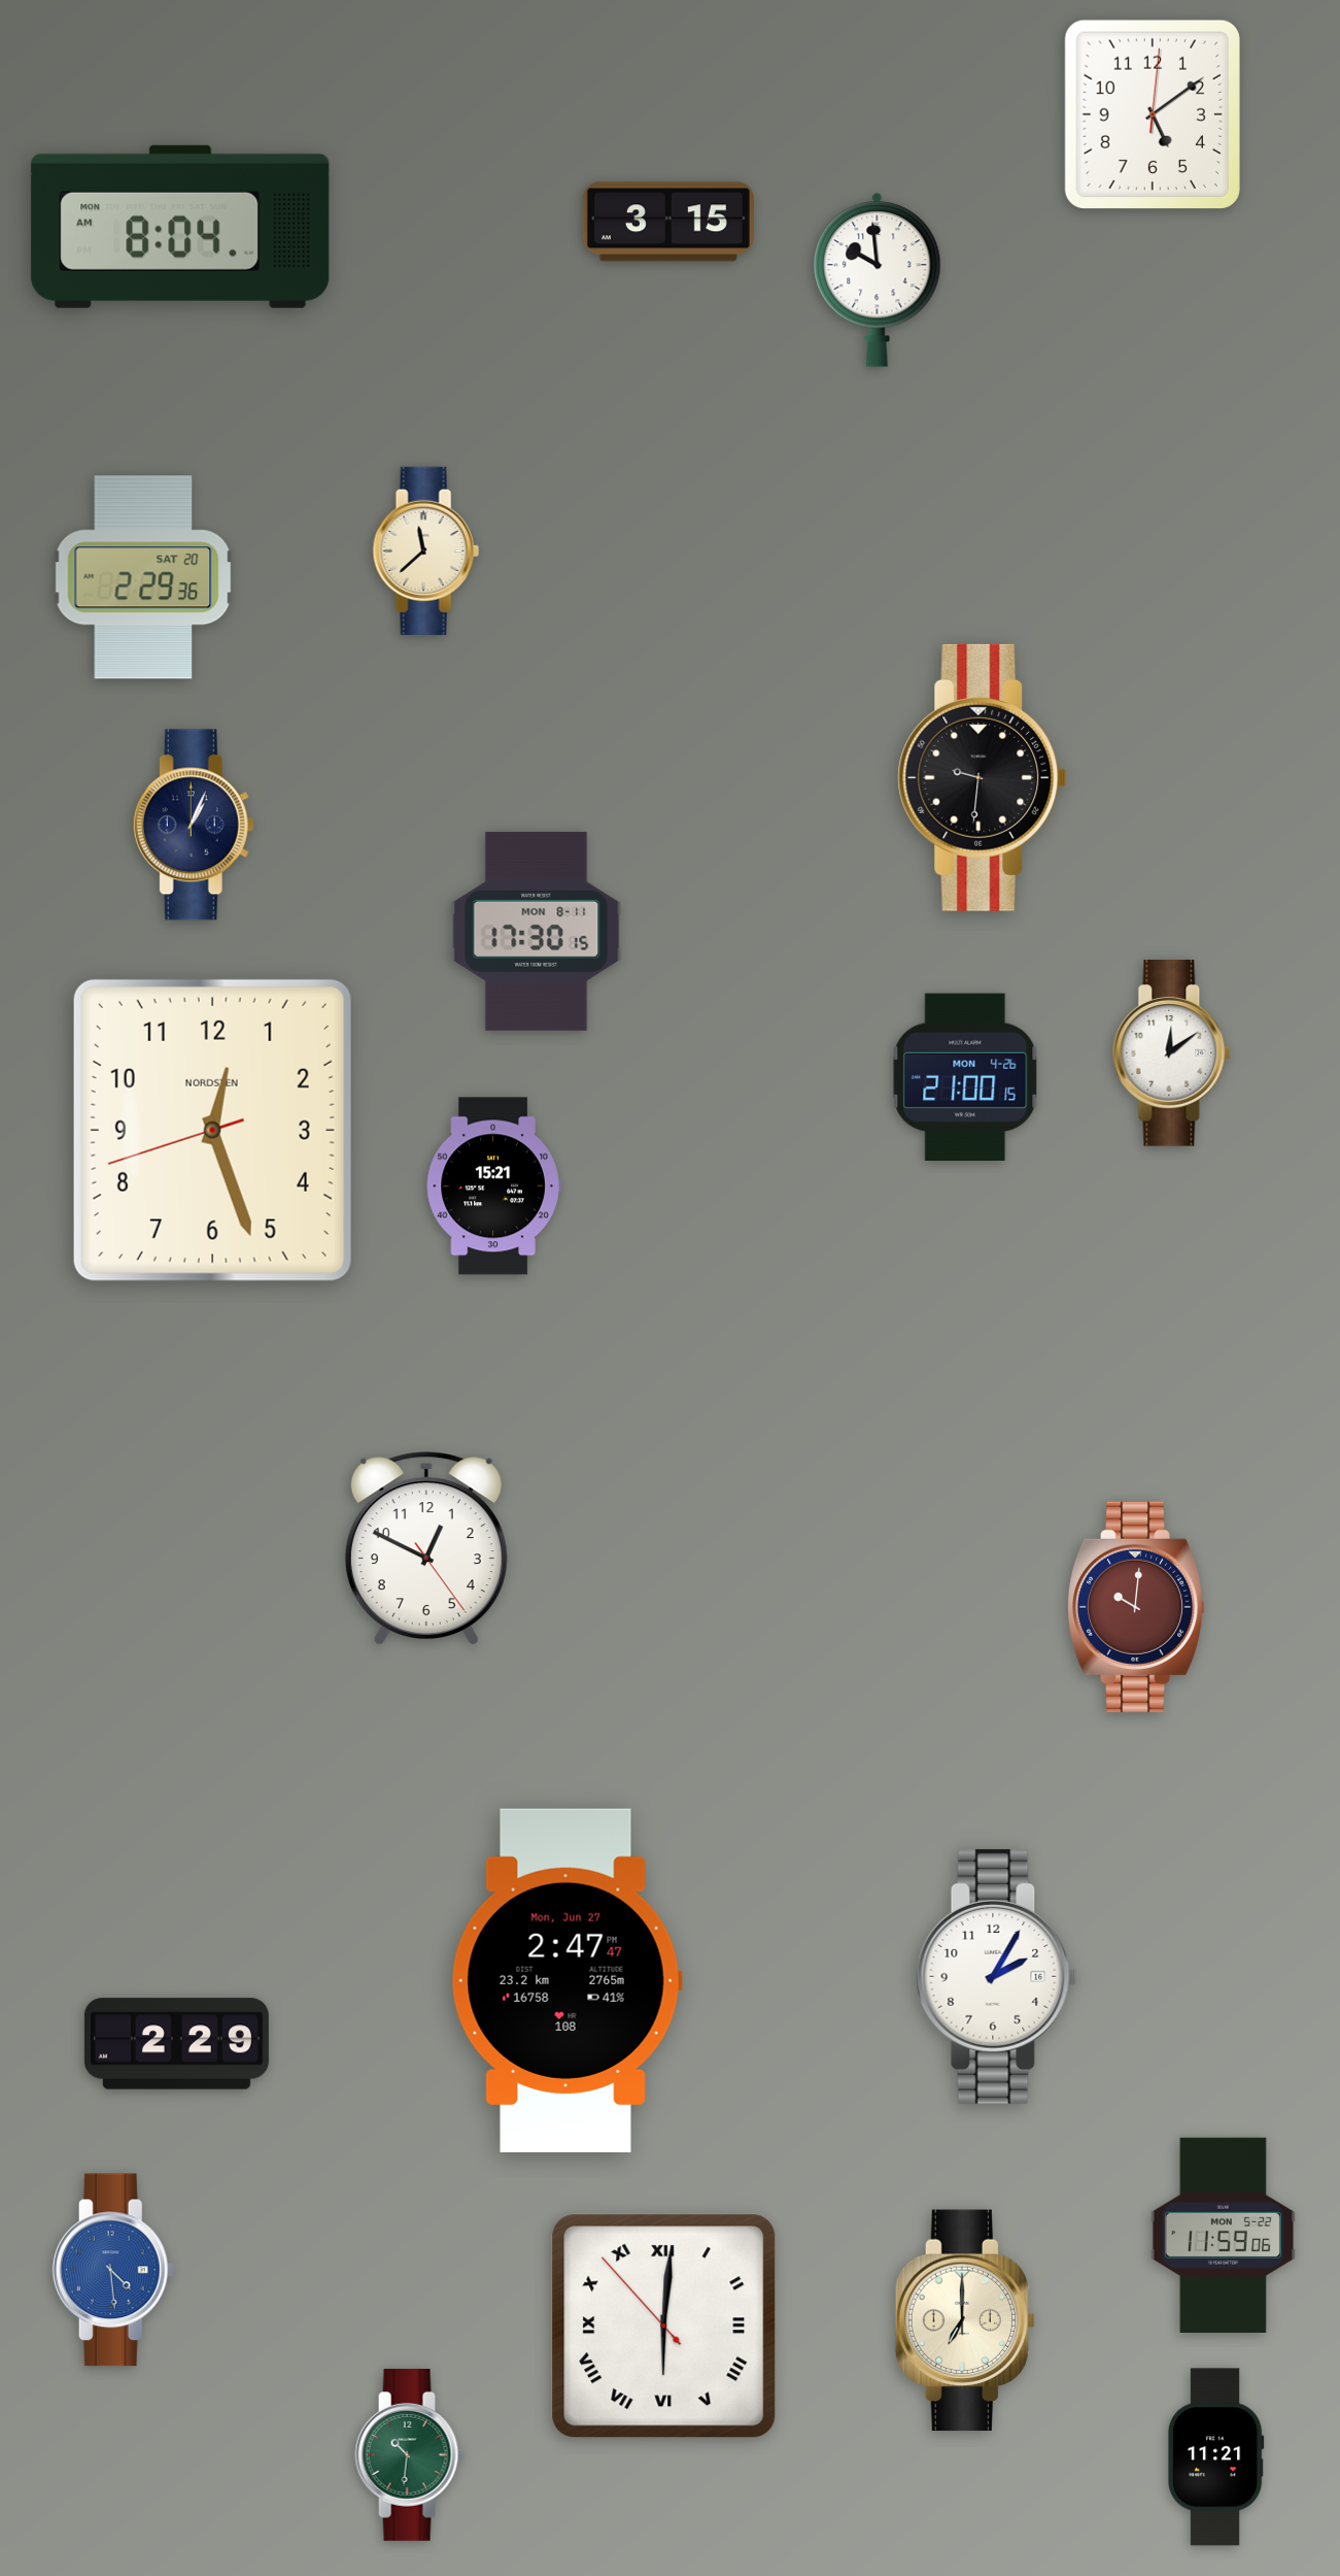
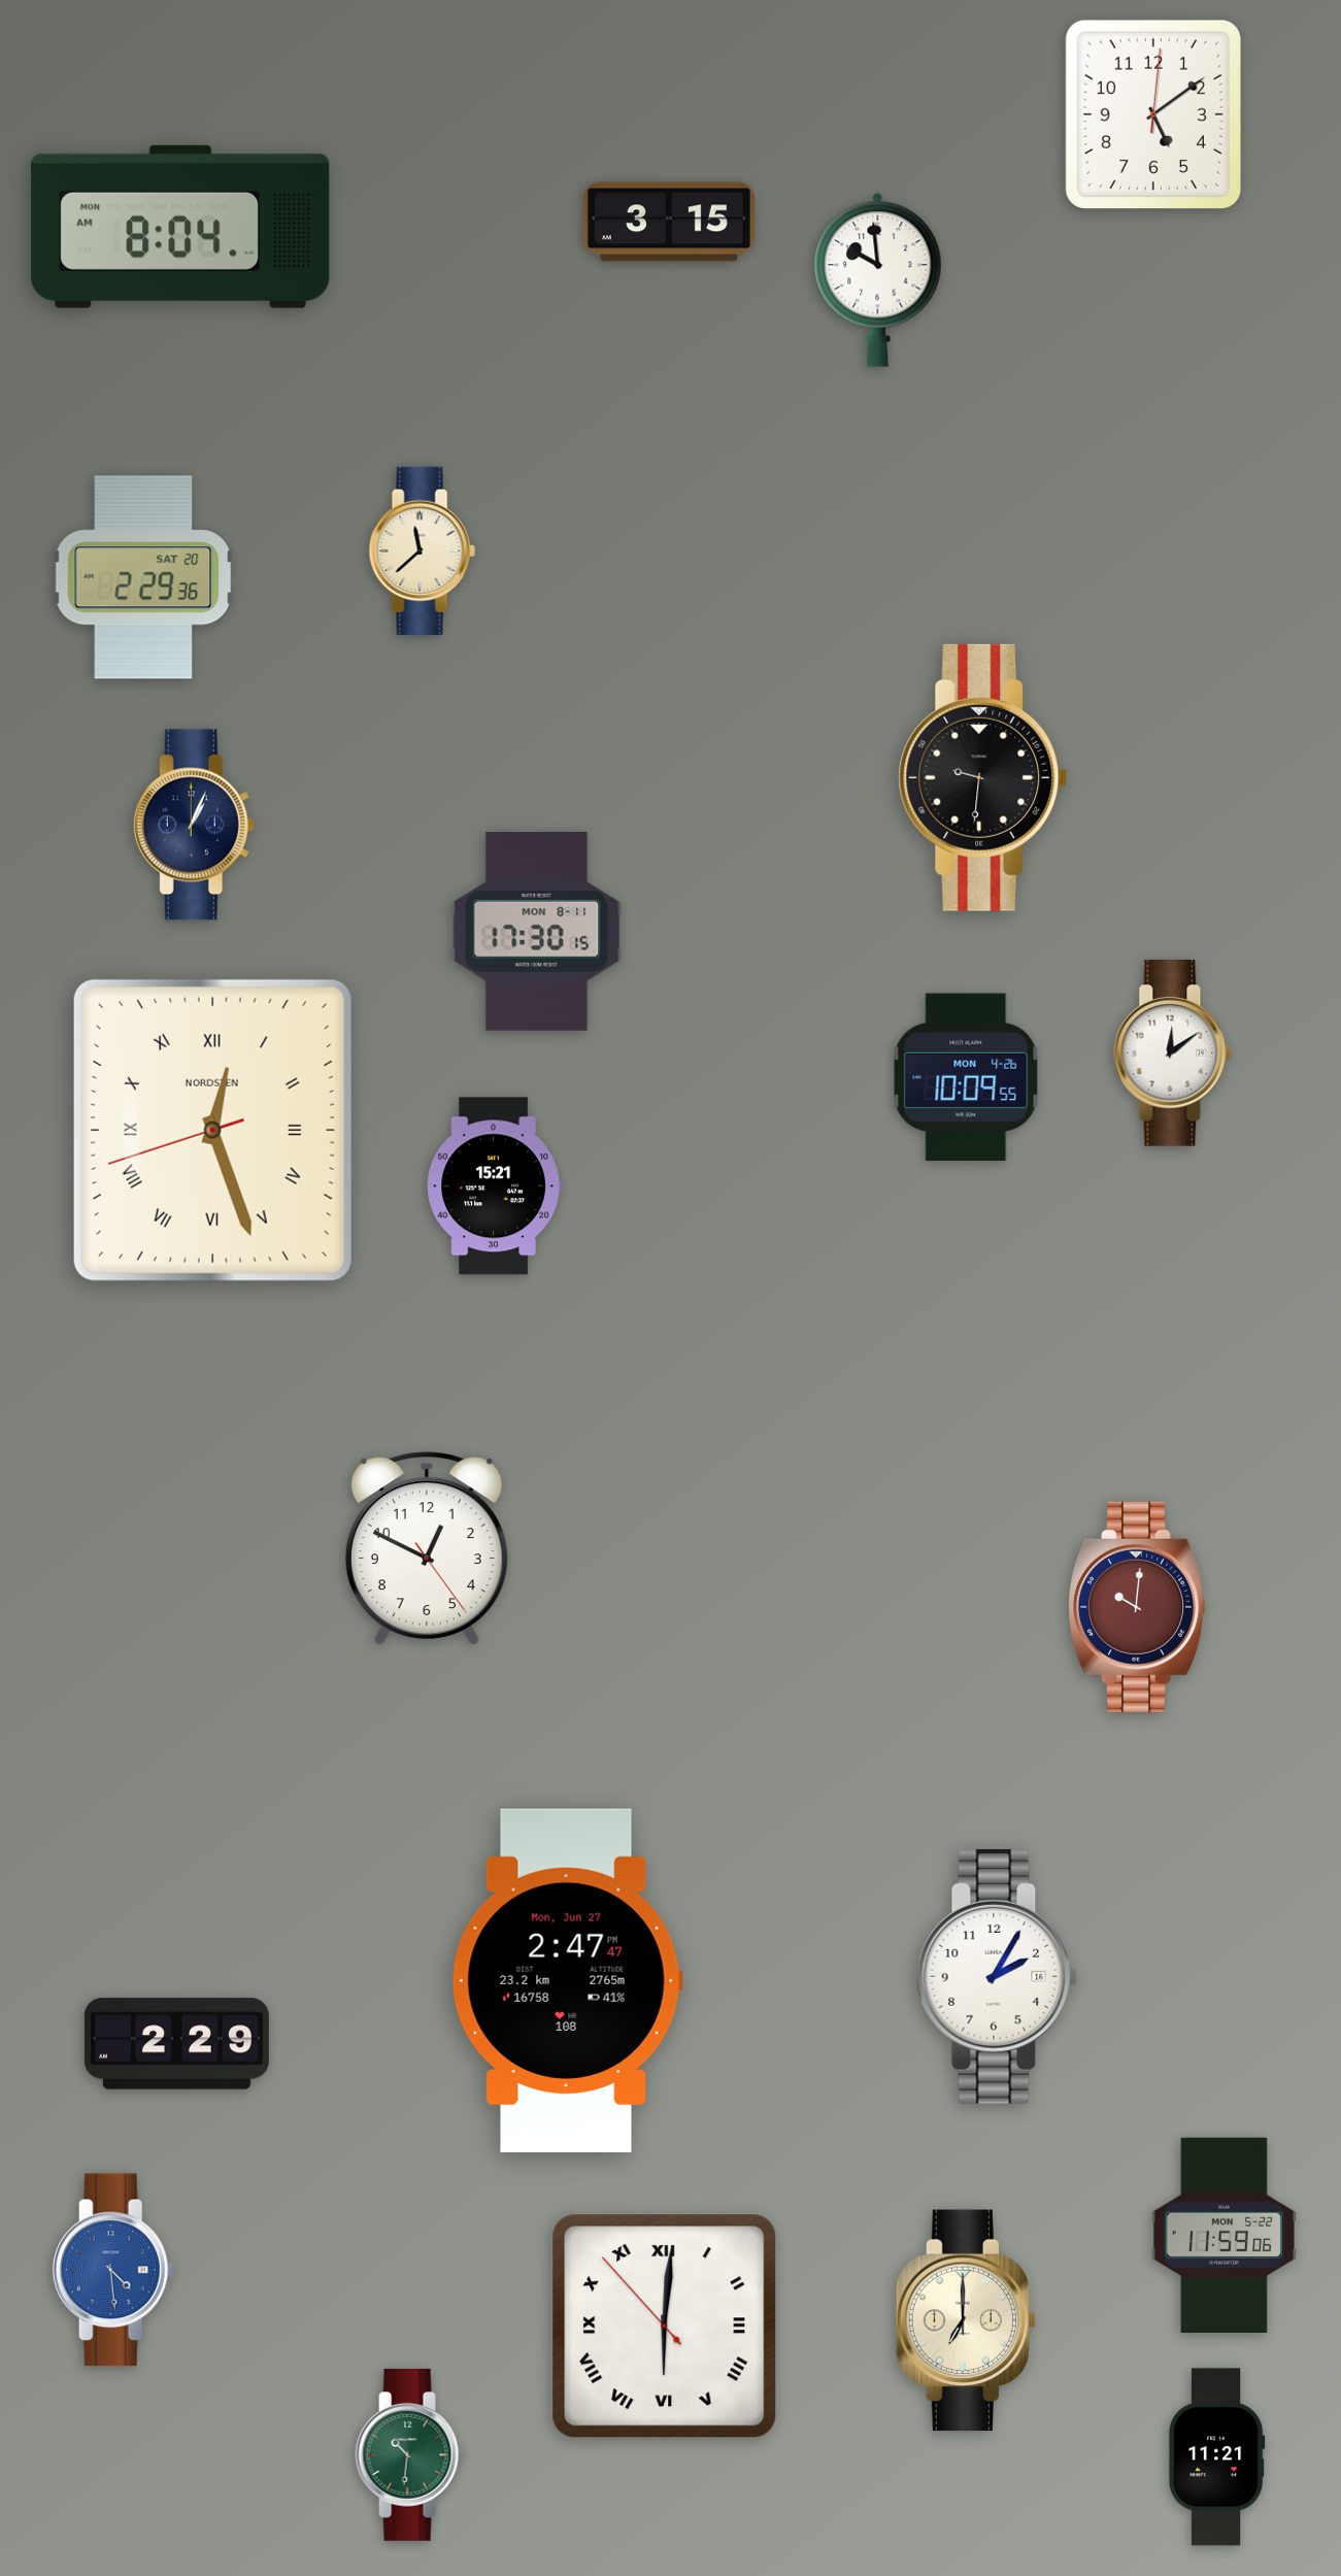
clock at (425, 550) position: (425, 550) -> (422, 550)
clock at (965, 1076): 21:00 -> 10:09
clock at (212, 1130) numerals: Arabic -> Roman
